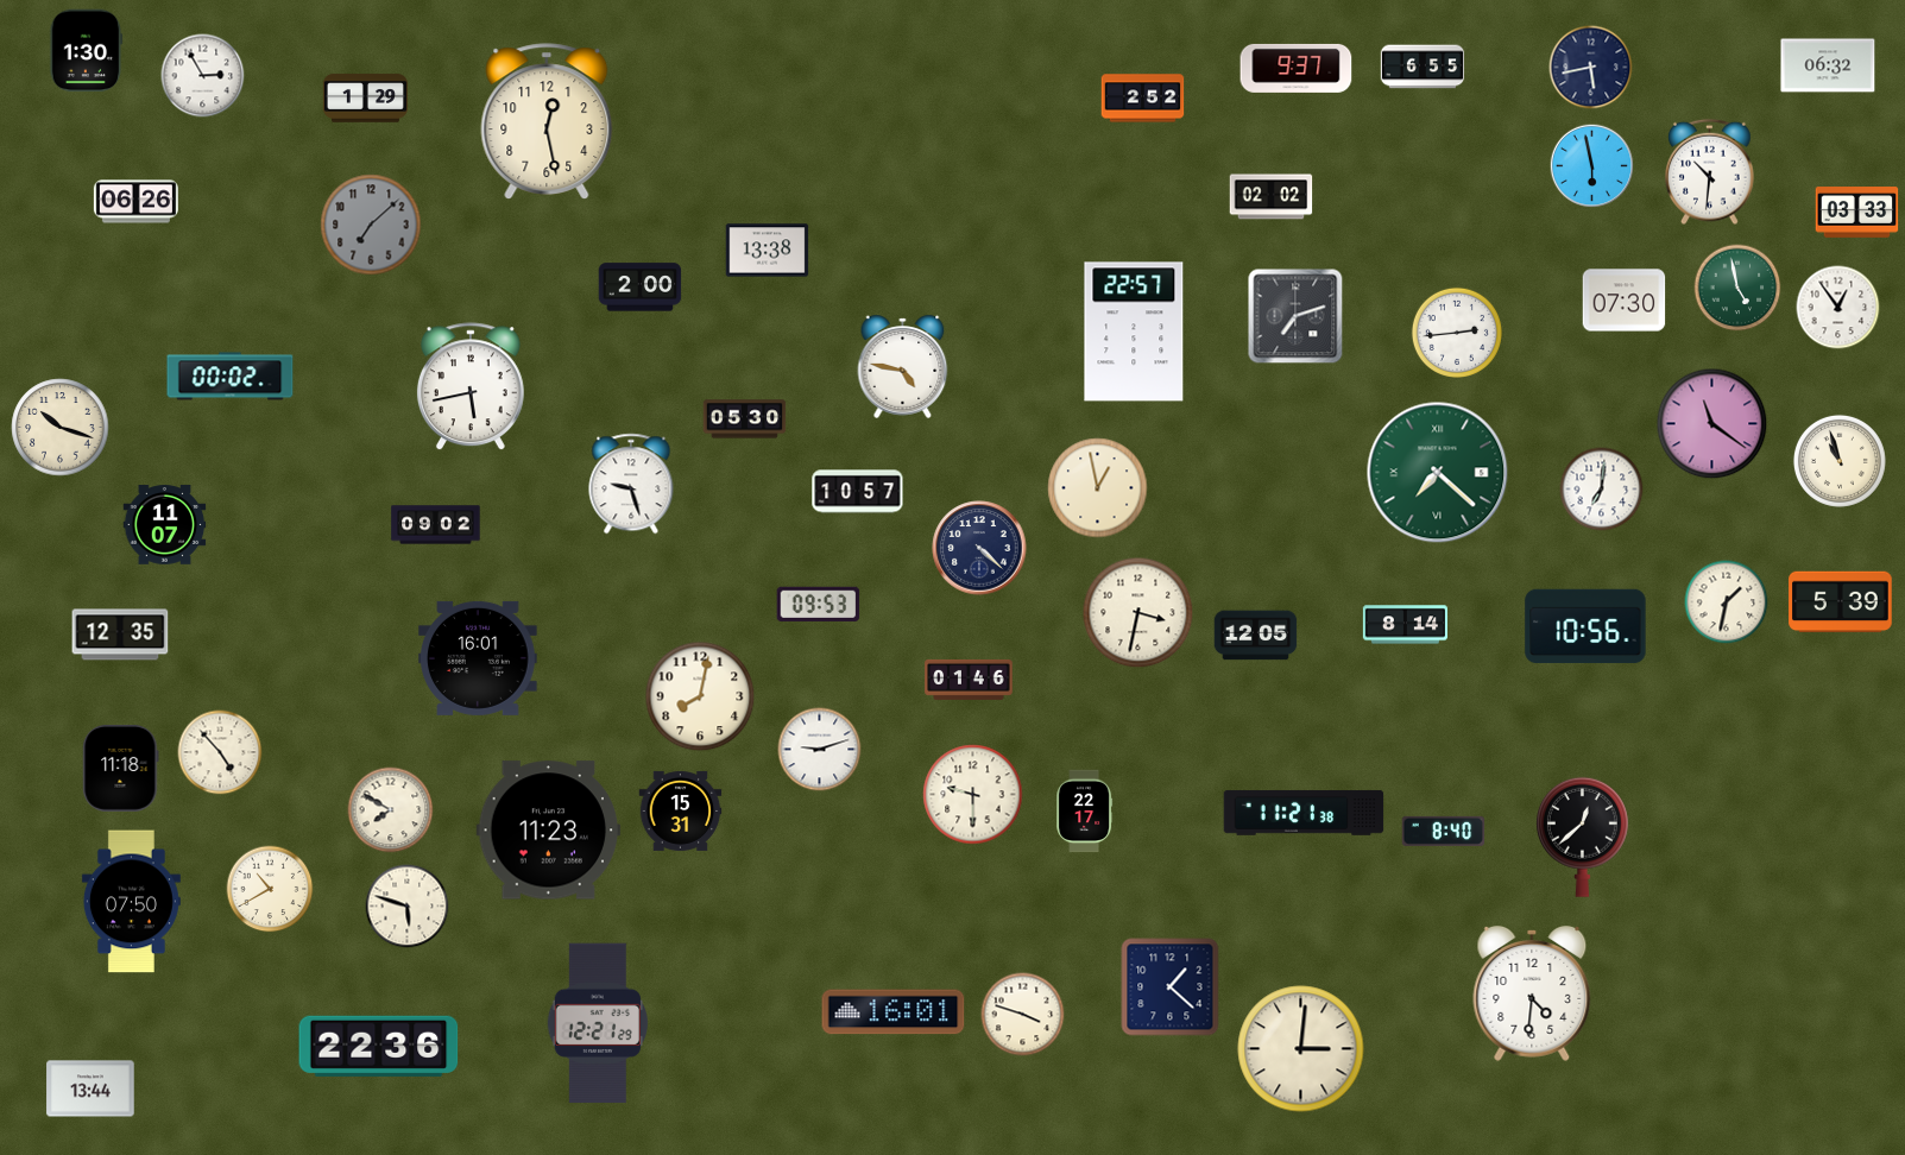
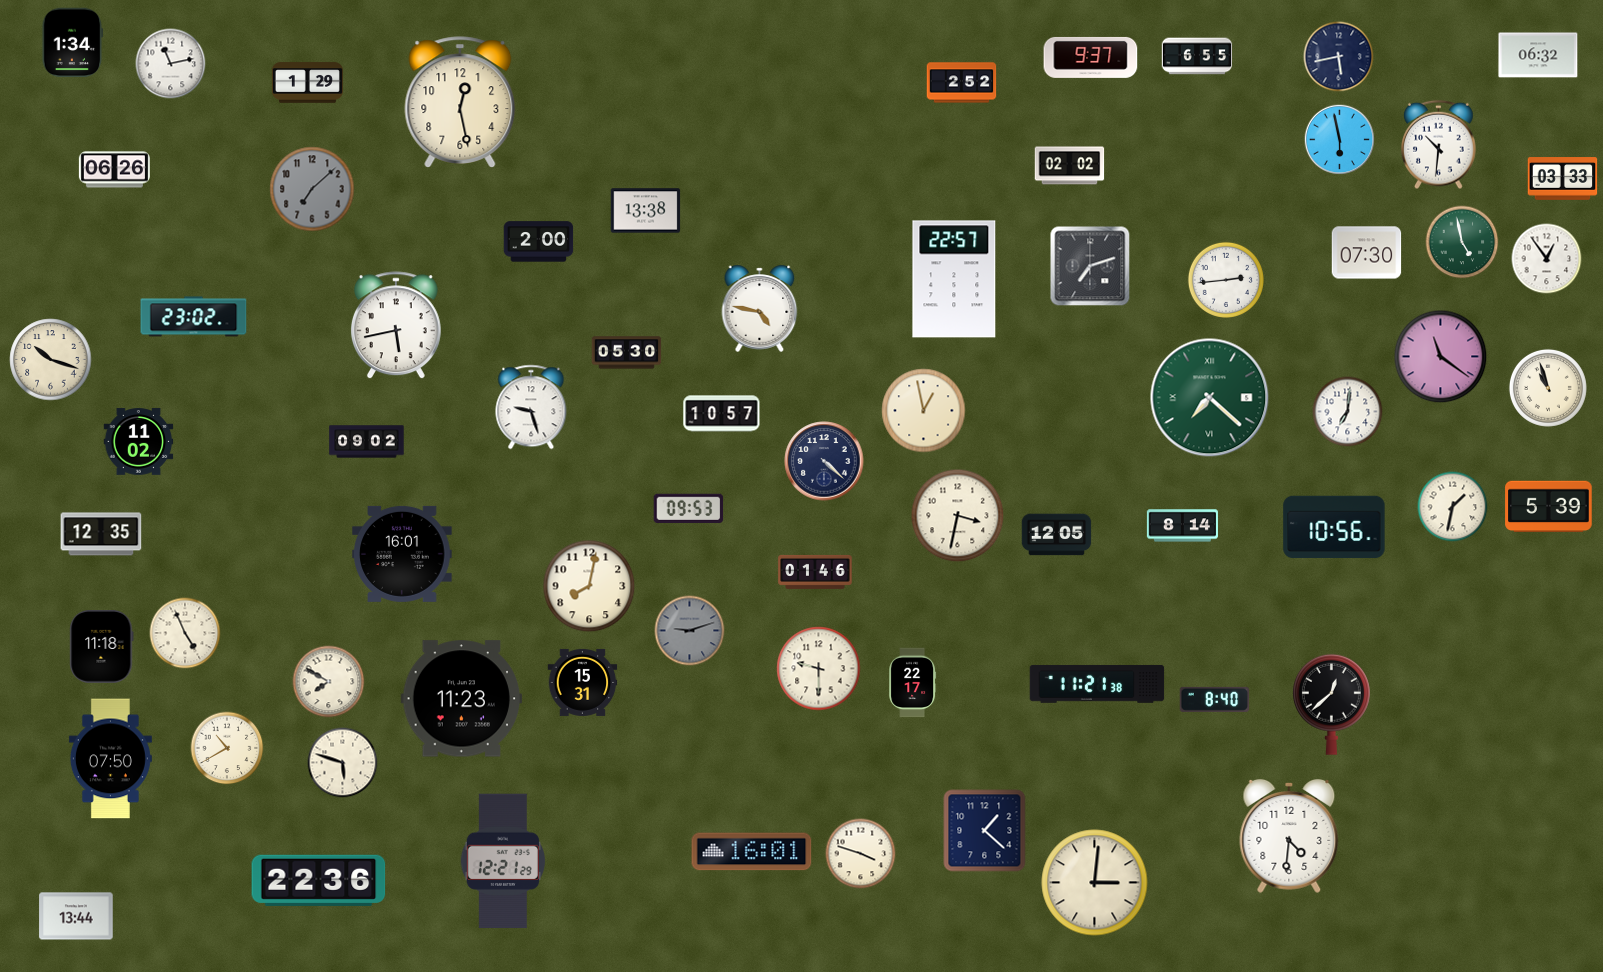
clock at (87, 51): 1:30 -> 1:34
clock at (203, 76): 2:55 -> 11:13
clock at (231, 377): 00:02 -> 23:02
clock at (165, 525): 11:07 -> 11:02
clock at (820, 750) dial: white -> grey
clock at (220, 752): 4:53 -> 4:56
clock at (681, 810) position: (681, 810) -> (583, 682)
